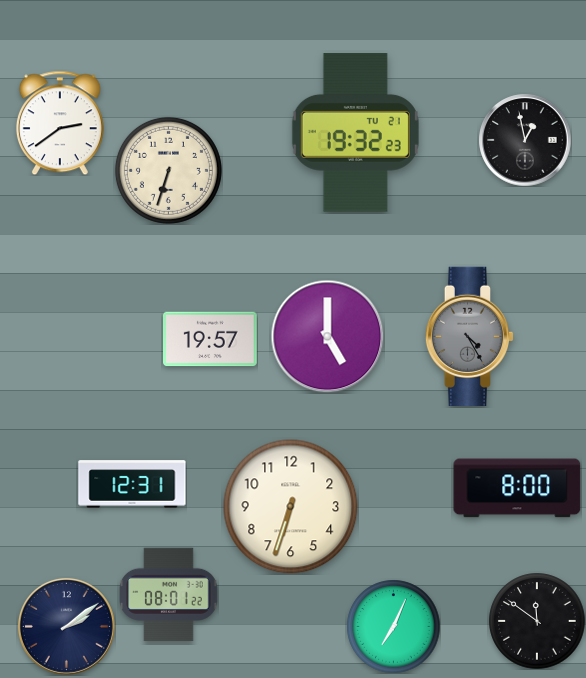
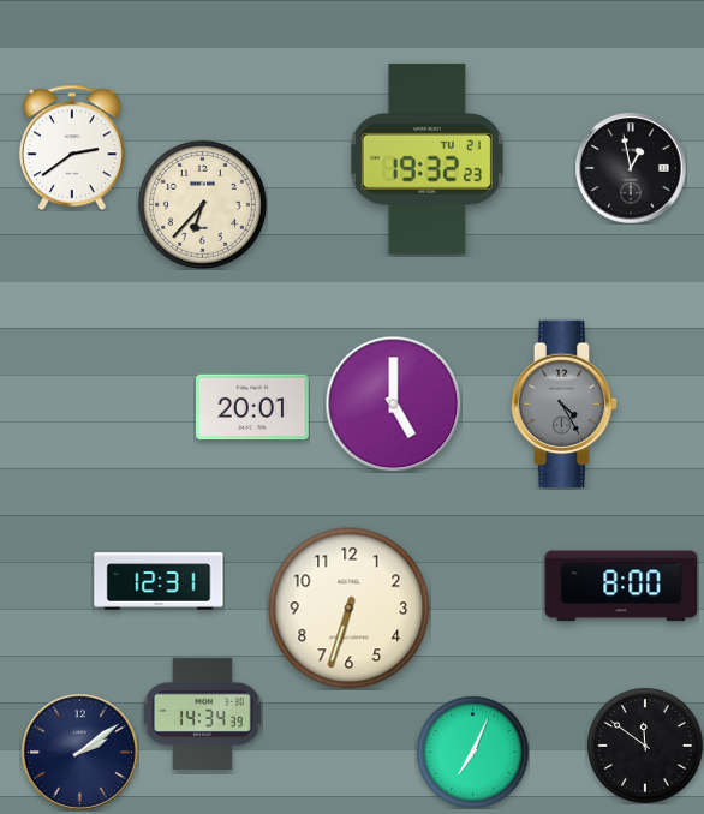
clock at (168, 170): 6:33 -> 6:37
clock at (211, 339): 19:57 -> 20:01
clock at (169, 595): 08:01 -> 14:34
